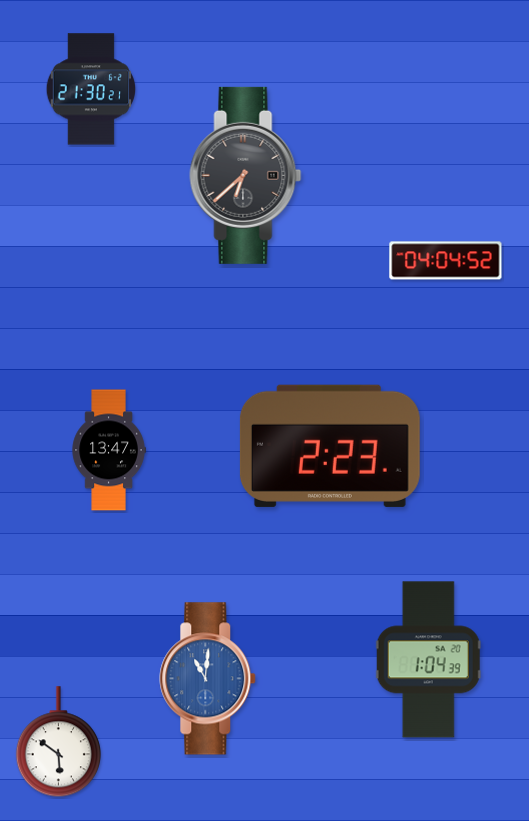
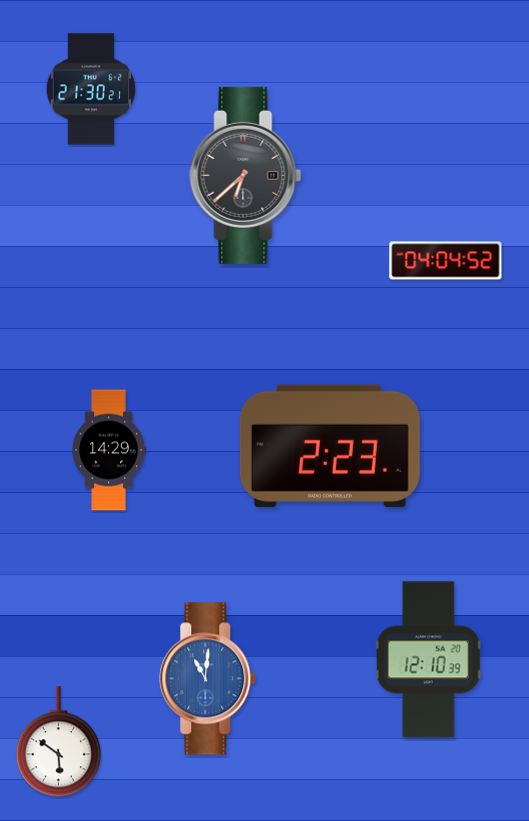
clock at (109, 450): 13:47 -> 14:29
clock at (428, 660): 1:04 -> 12:10
